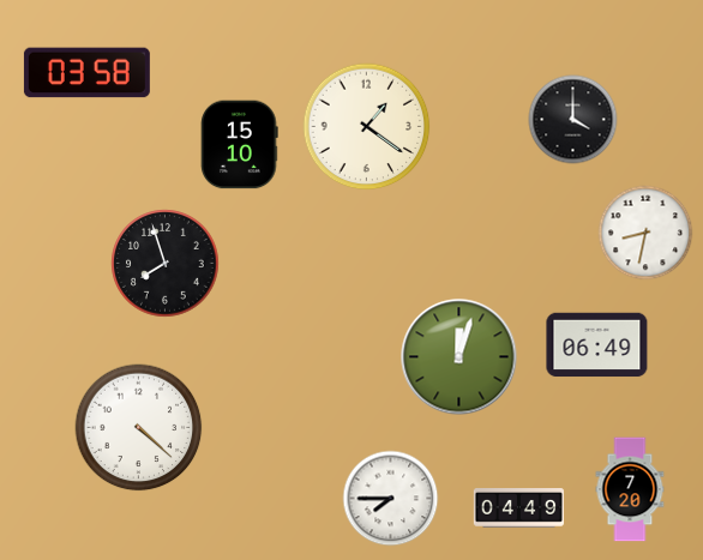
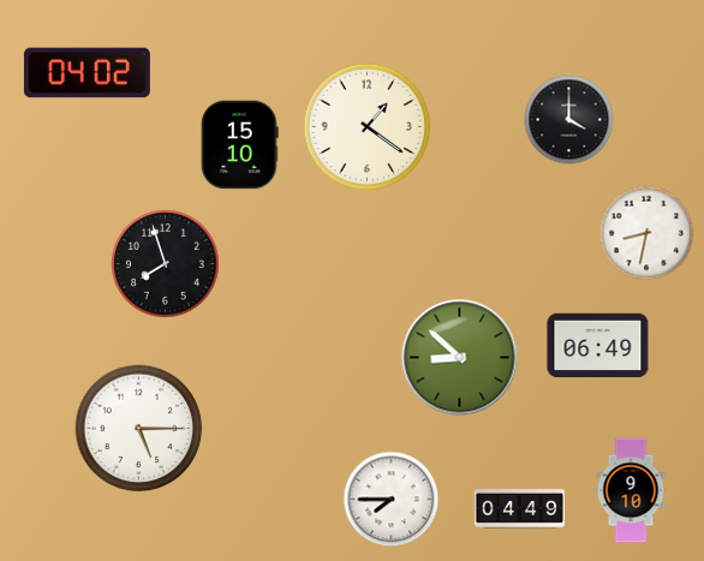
clock at (86, 73): 03:58 -> 04:02
clock at (573, 120) position: (573, 120) -> (569, 120)
clock at (459, 357): 12:03 -> 8:52
clock at (139, 428): 4:22 -> 5:15
clock at (630, 489): 7:20 -> 9:10
